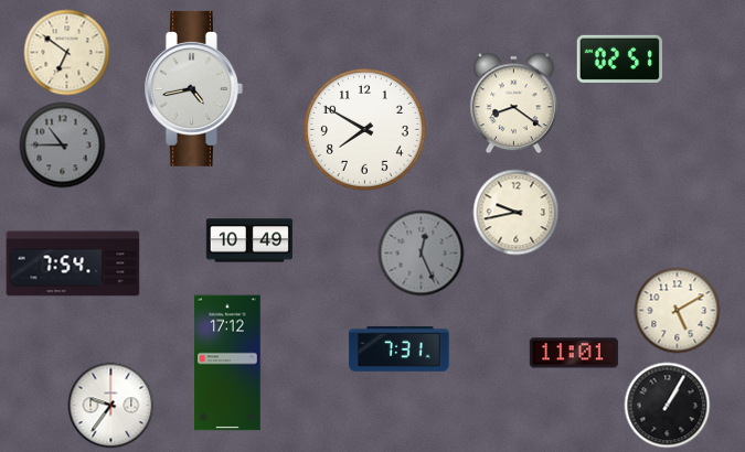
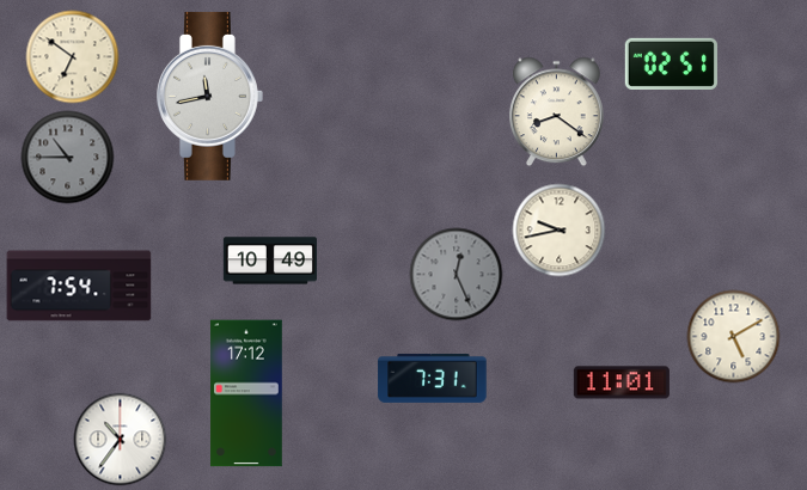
clock at (194, 88): 4:43 -> 11:43
clock at (364, 129): 7:50 -> none
clock at (110, 405): 9:36 -> 10:36
clock at (667, 405): 1:05 -> none
